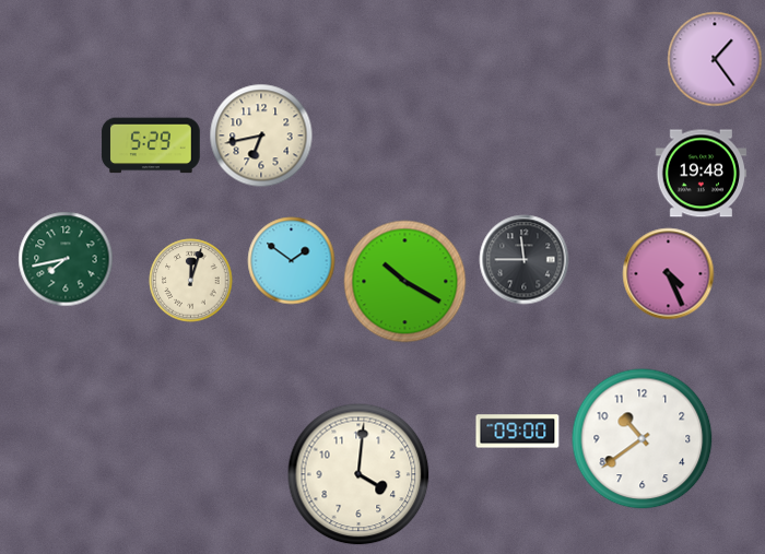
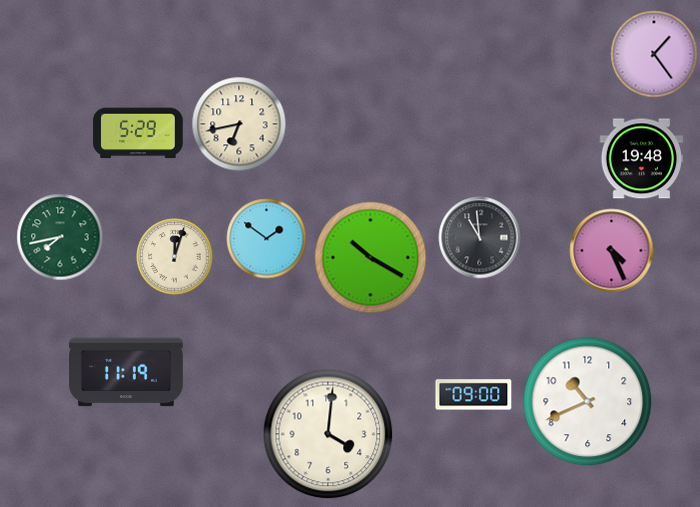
clock at (525, 260): 11:45 -> 10:59
clock at (127, 372): none -> 11:19
clock at (643, 439): 10:39 -> 10:41
